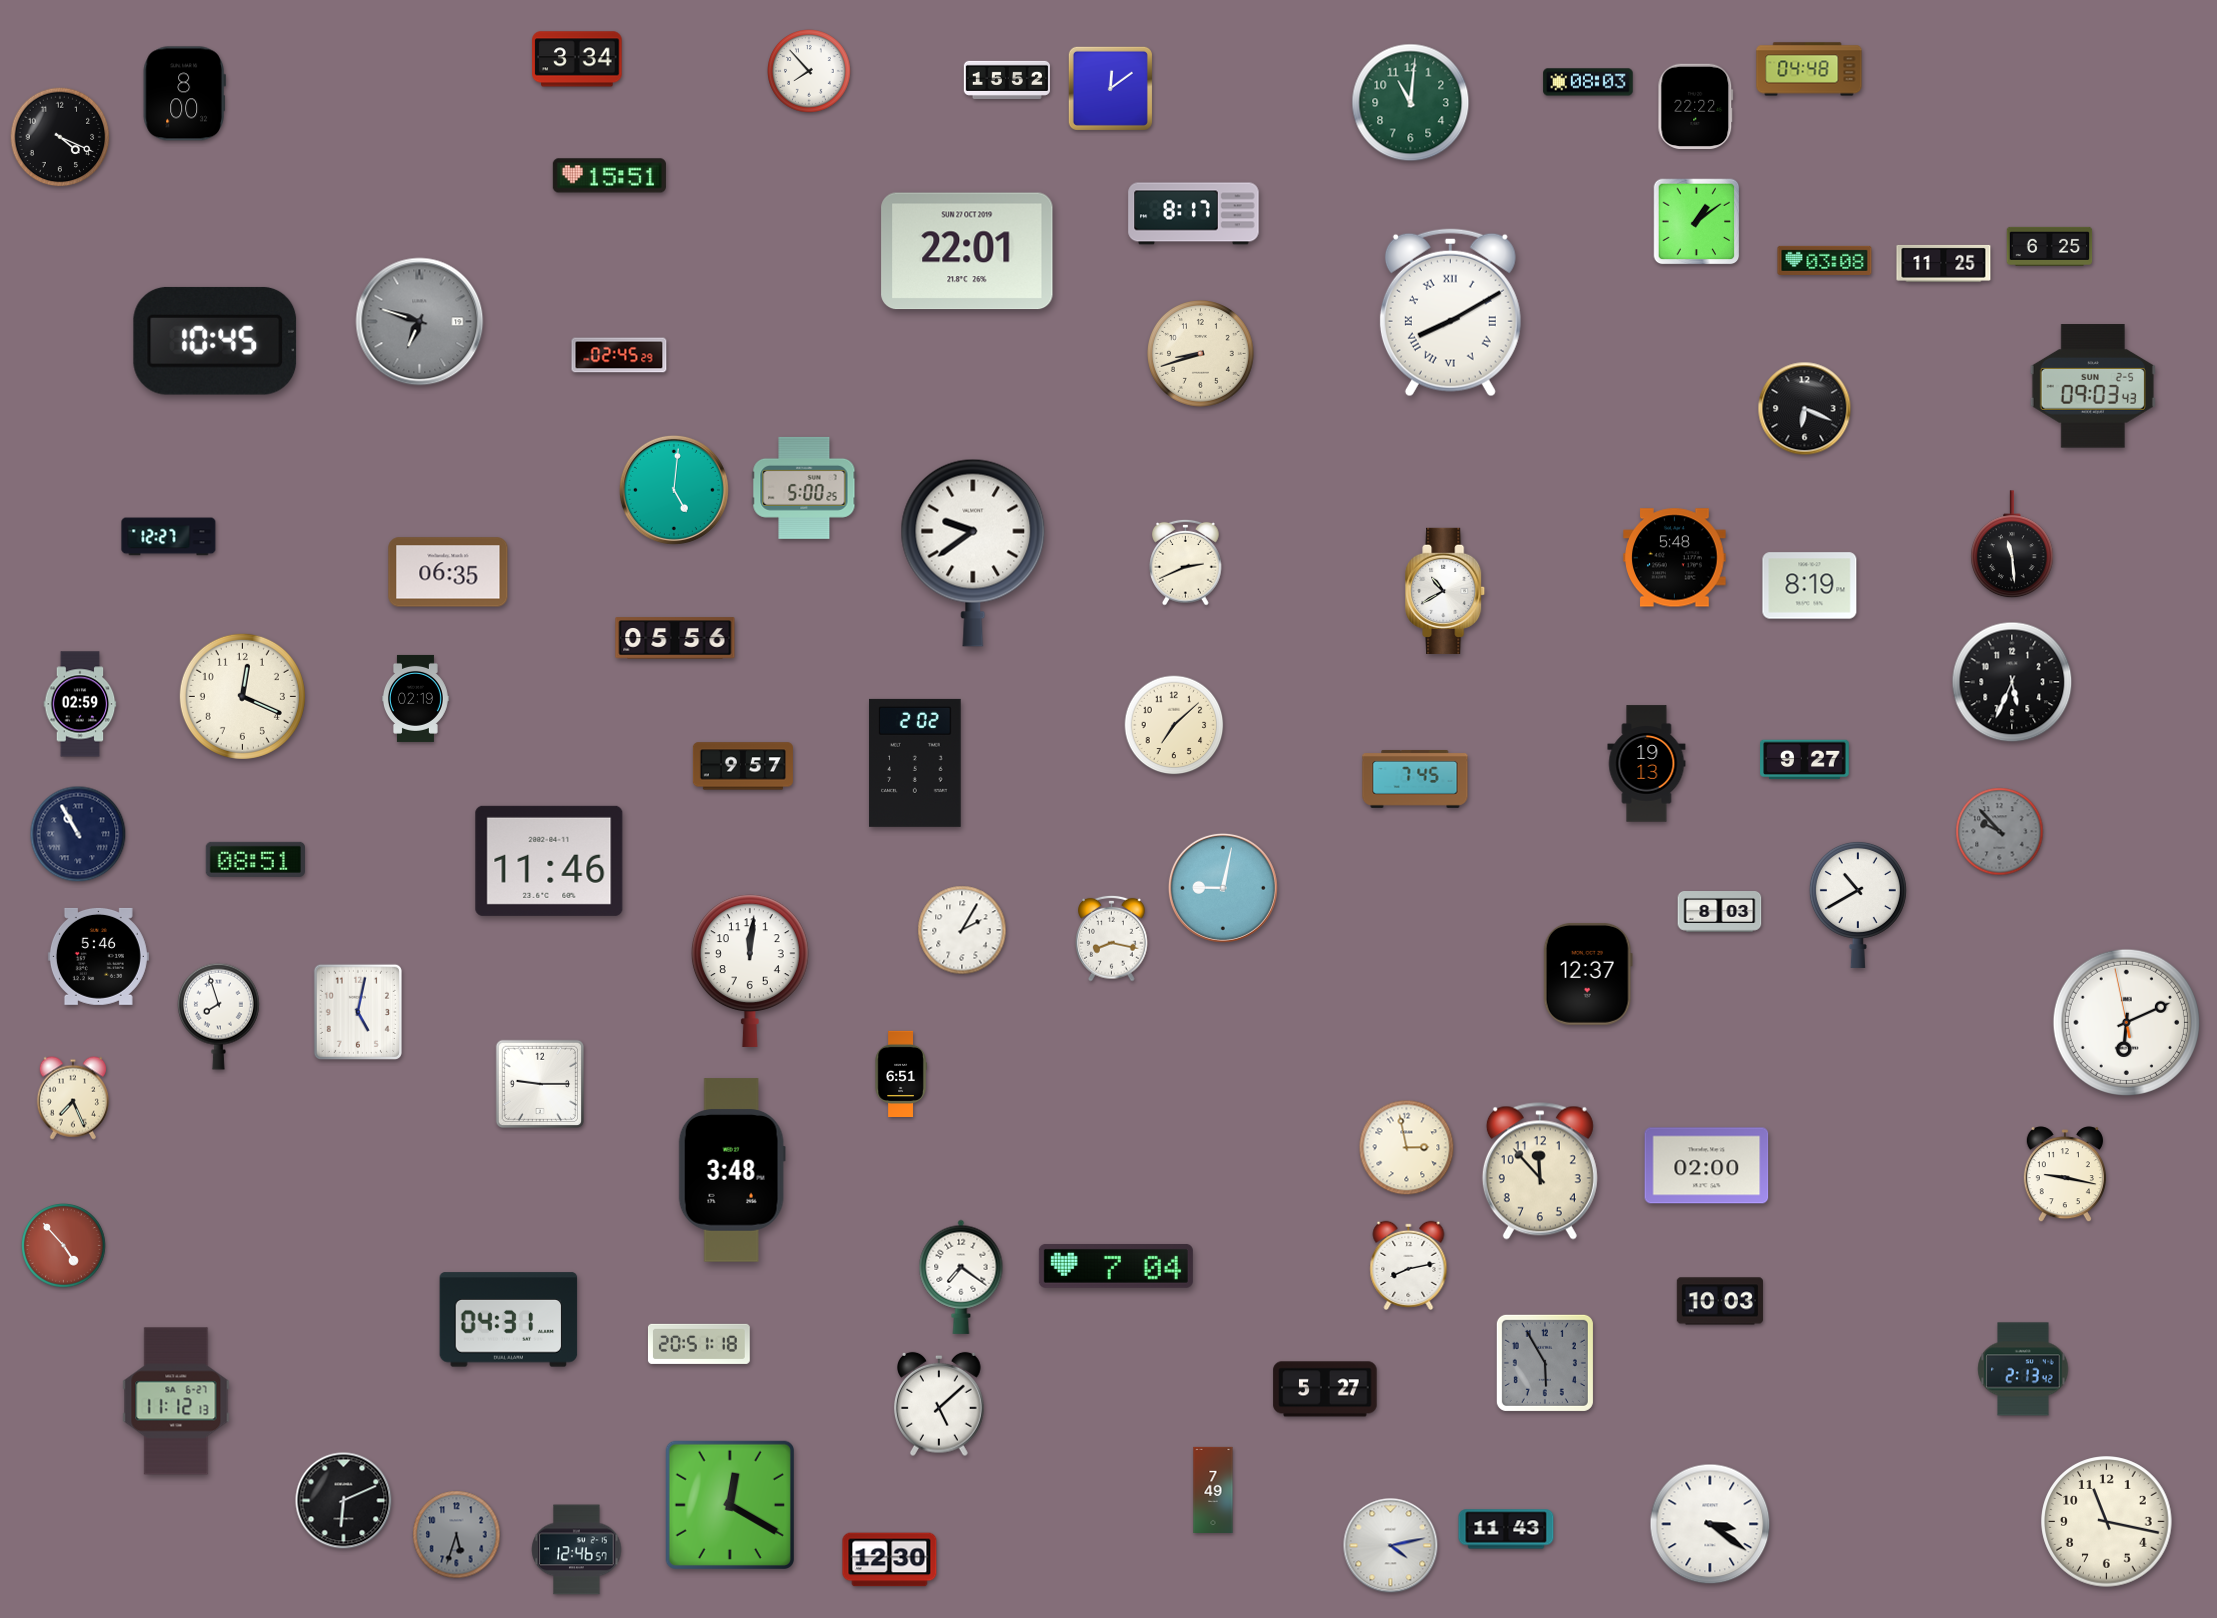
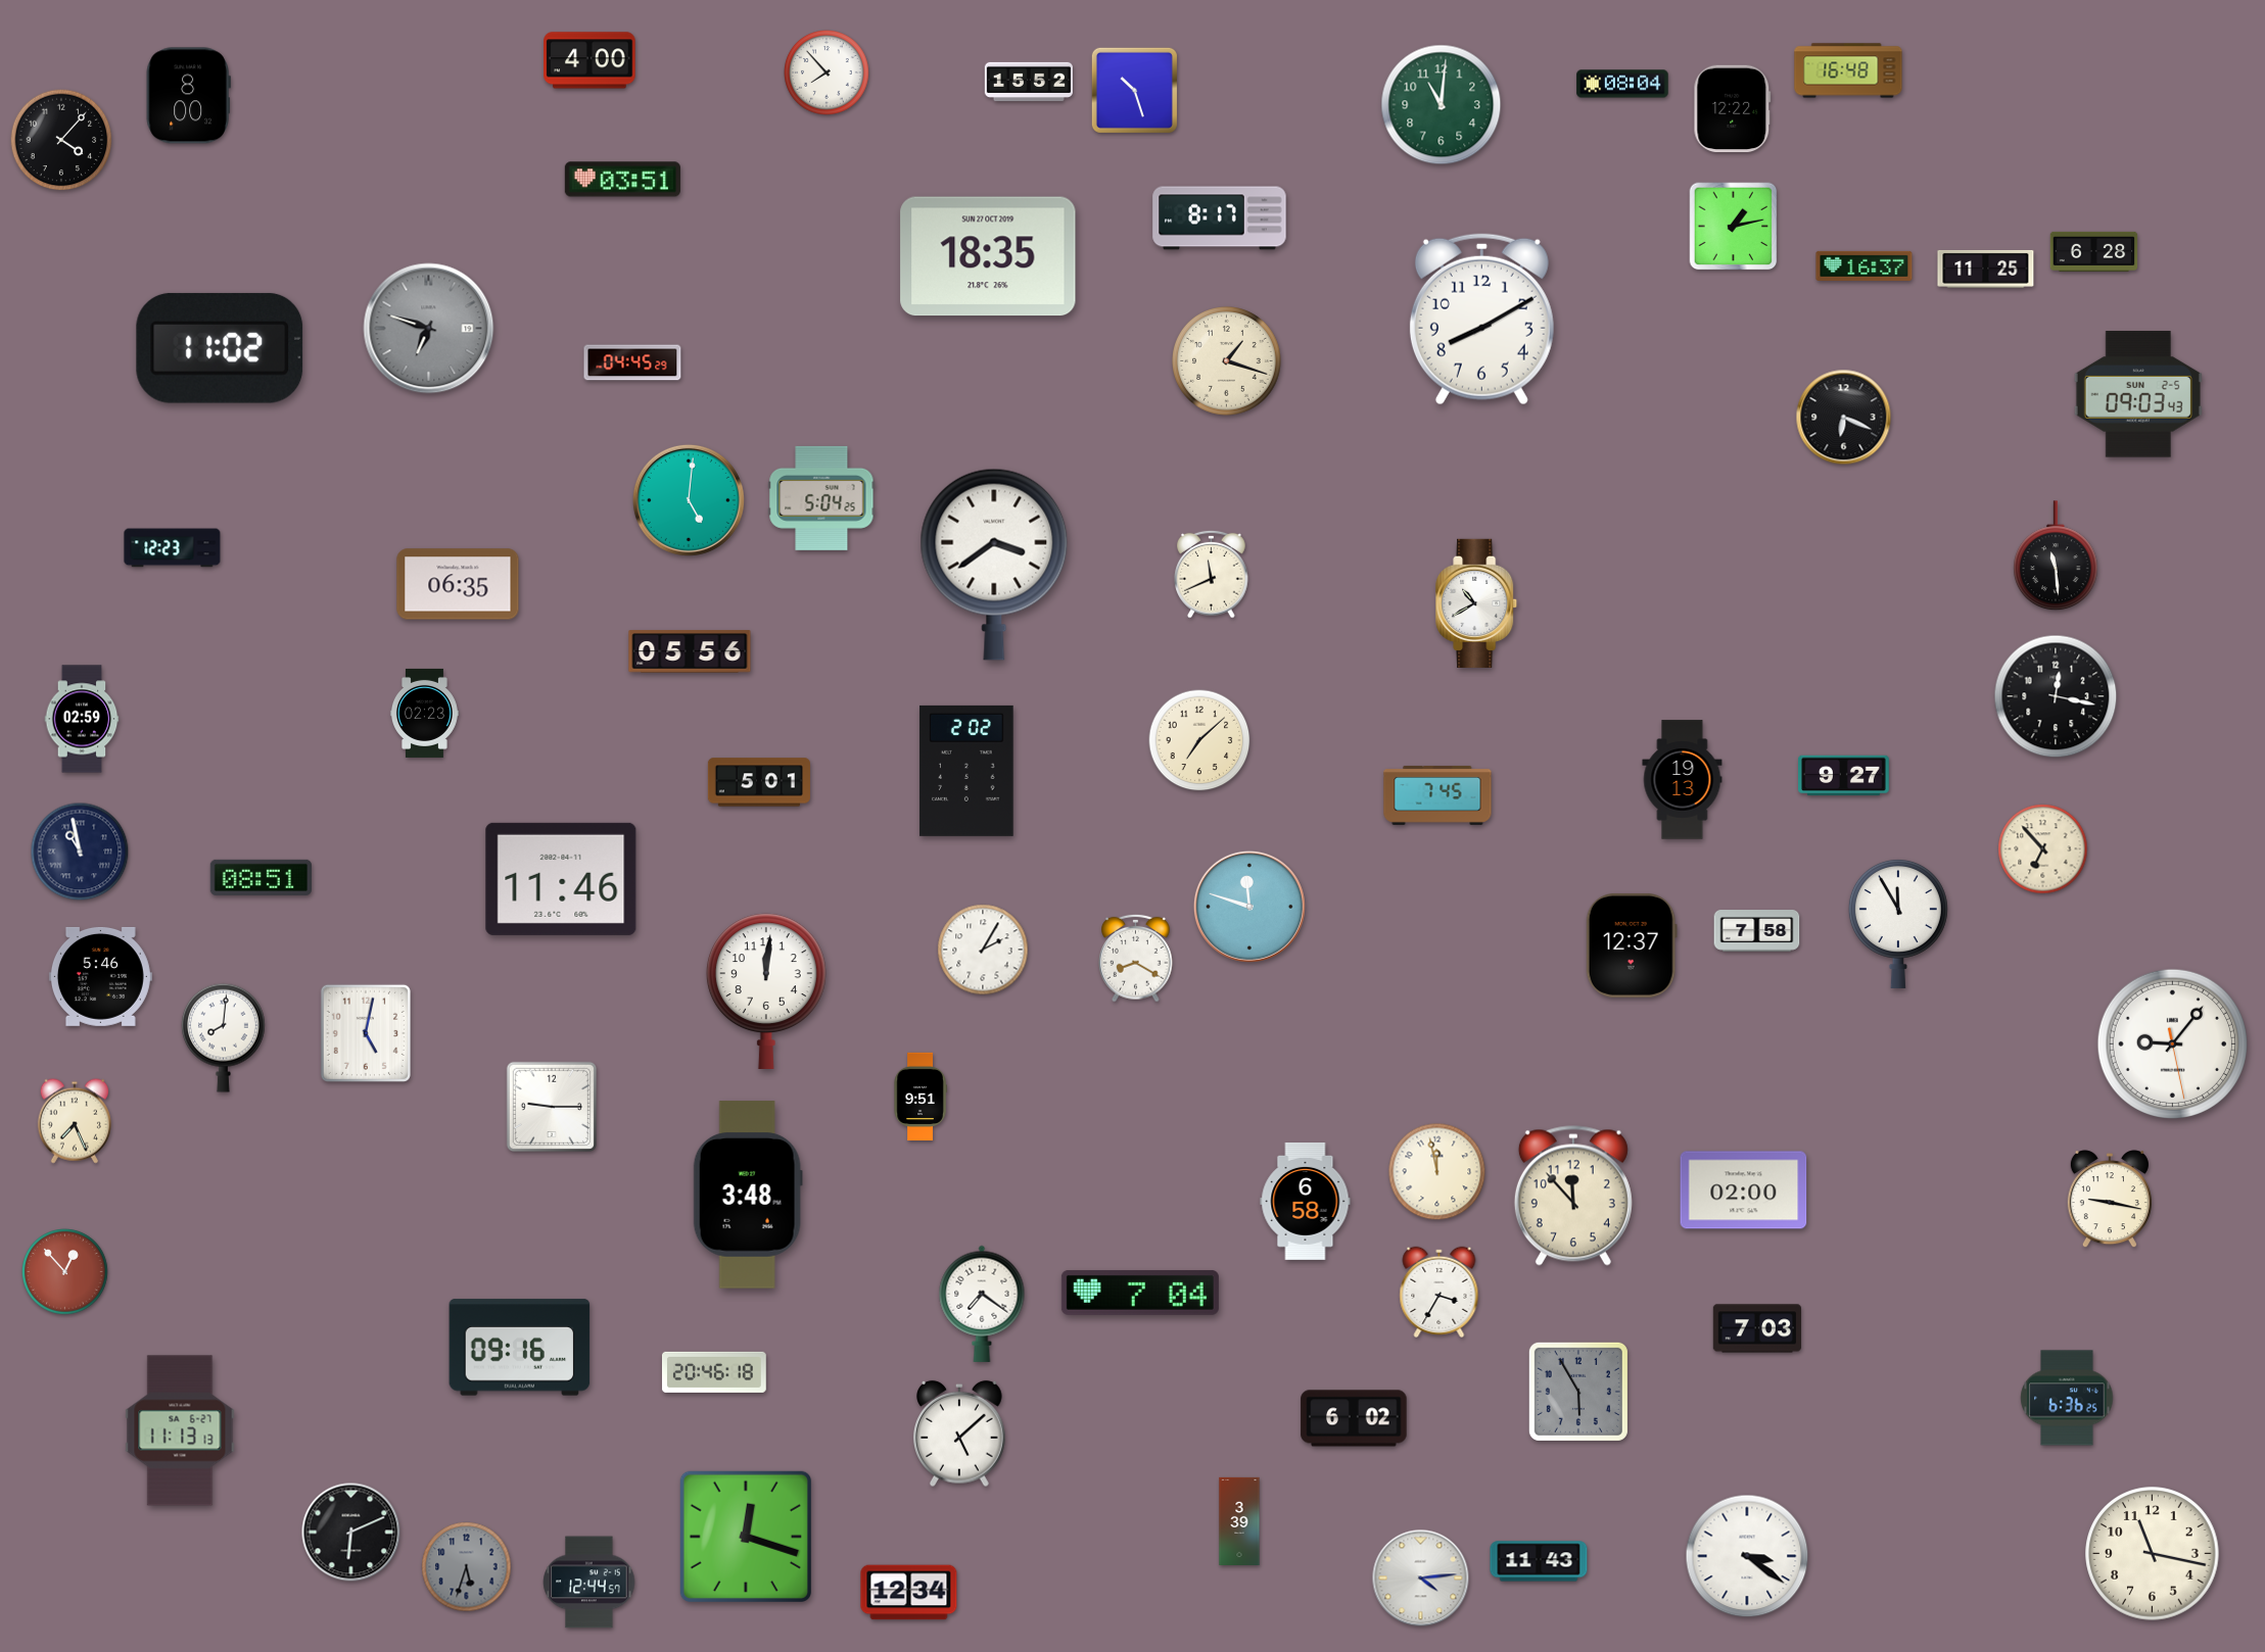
clock at (577, 59): 3:34 -> 4:00
clock at (1809, 69): 04:48 -> 16:48
clock at (1588, 82): 08:03 -> 08:04
clock at (1110, 88): 12:09 -> 10:27
clock at (1696, 107): 22:22 -> 12:22
clock at (60, 137): 4:19 -> 4:07
clock at (609, 176): 15:51 -> 03:51
clock at (1697, 222): 1:09 -> 1:13
clock at (2050, 246): 6:25 -> 6:28
clock at (967, 251): 22:01 -> 18:35
clock at (1825, 260): 03:08 -> 16:37
clock at (1450, 313) numerals: Roman -> Arabic
clock at (215, 341): 10:45 -> 11:02
clock at (1201, 354): 8:42 -> 1:18
clock at (619, 355): 02:45 -> 04:45
clock at (804, 488): 5:00 -> 5:04
clock at (169, 537): 12:27 -> 12:23
clock at (973, 553): 9:39 -> 3:39
clock at (1675, 558): 5:48 -> none
clock at (1186, 562): 2:41 -> 11:41
clock at (1810, 586): 8:19 -> none
clock at (2012, 682): 5:34 -> 12:17
clock at (242, 696): 12:19 -> none
clock at (415, 698): 02:19 -> 02:23
clock at (915, 763) position: (915, 763) -> (966, 771)
clock at (743, 766): 9:57 -> 5:01
clock at (1415, 779) position: (1415, 779) -> (1437, 795)
clock at (2000, 832): 9:53 -> 6:53
clock at (2000, 832) dial: grey -> cream
clock at (78, 834): 10:55 -> 10:58
clock at (1223, 888): 9:02 -> 11:48
clock at (1858, 904): 10:40 -> 11:55
clock at (1720, 912): 8:03 -> 7:58
clock at (1112, 938): 8:17 -> 8:20
clock at (1588, 974) position: (1588, 974) -> (1632, 945)
clock at (218, 1016): 7:57 -> 8:01
clock at (2126, 1022): 6:10 -> 9:06
clock at (901, 1073): 6:51 -> 9:51
clock at (1407, 1148): 2:58 -> 11:58
clock at (1306, 1201): none -> 6:58
clock at (64, 1246): 4:53 -> 12:53
clock at (1409, 1265): 8:13 -> 3:35
clock at (1720, 1301): 10:03 -> 7:03
clock at (509, 1320): 04:31 -> 09:16
clock at (699, 1344): 20:51 -> 20:46
clock at (2023, 1369): 2:13 -> 6:36
clock at (1325, 1389): 5:27 -> 6:02
clock at (176, 1401): 11:12 -> 11:13
clock at (1213, 1489): 7:49 -> 3:39
clock at (730, 1505): 12:20 -> 12:18
clock at (1391, 1546): 4:13 -> 4:14
clock at (577, 1550): 12:46 -> 12:44
clock at (890, 1560): 12:30 -> 12:34
